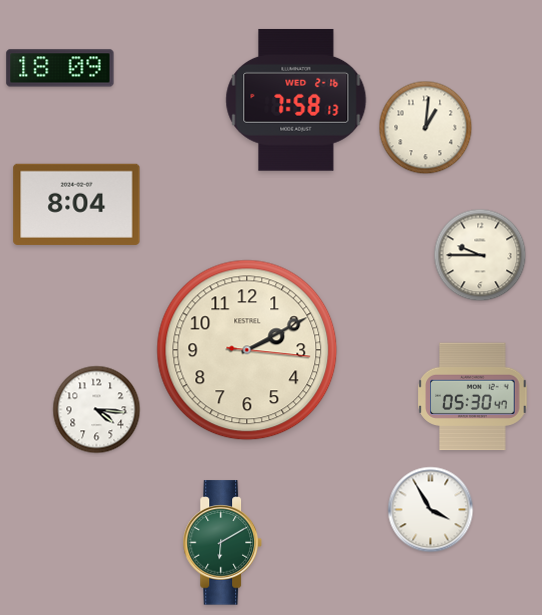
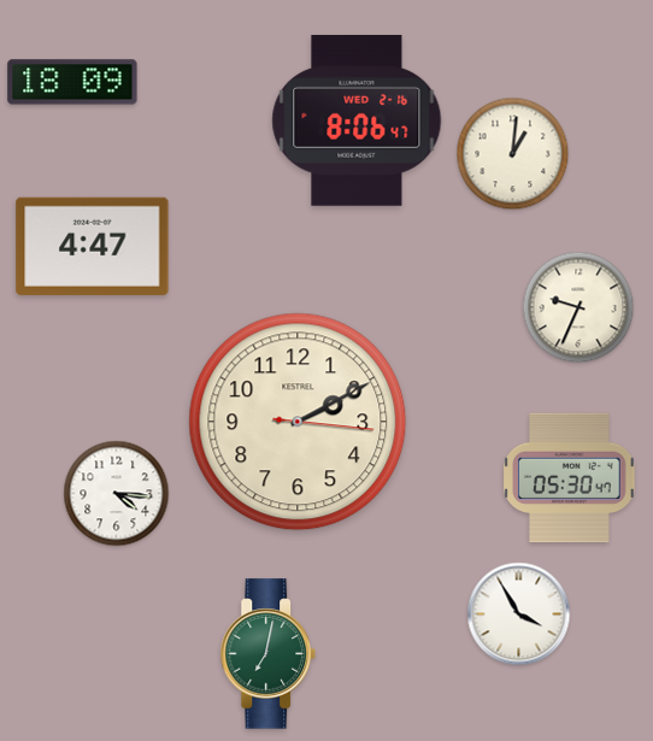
clock at (296, 100): 7:58 -> 8:06
clock at (77, 204): 8:04 -> 4:47
clock at (480, 255): 9:45 -> 9:34
clock at (223, 543): 6:10 -> 7:02
